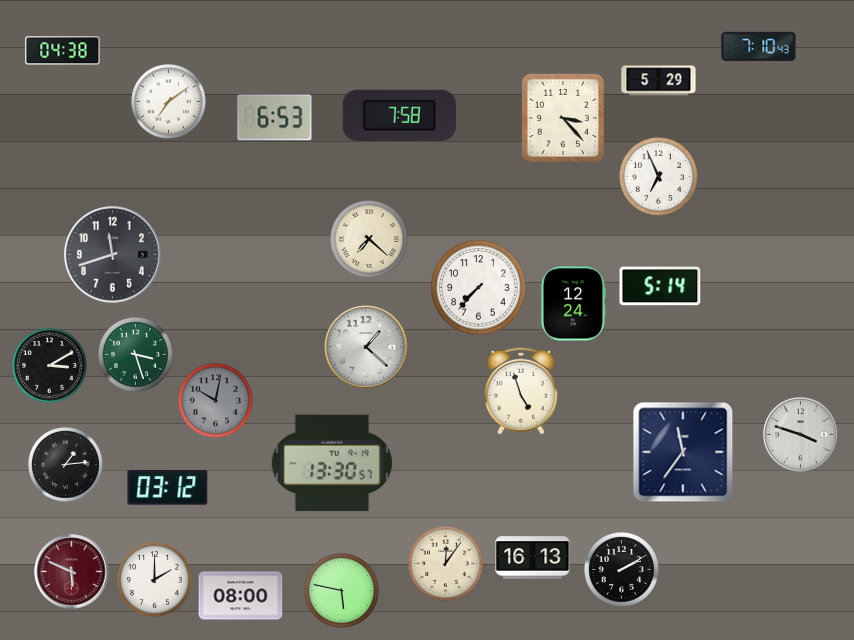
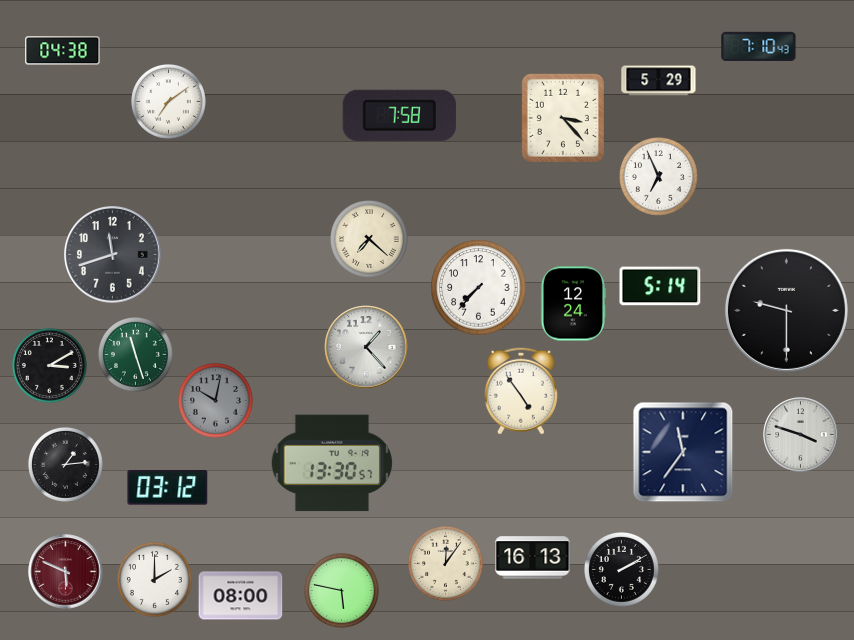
clock at (275, 118): 6:53 -> none
clock at (786, 310): none -> 9:30
clock at (366, 347): 1:22 -> 1:23
clock at (135, 354): 3:27 -> 11:27
clock at (521, 391): 4:57 -> 4:54
clock at (72, 572) position: (72, 572) -> (66, 572)
